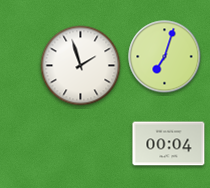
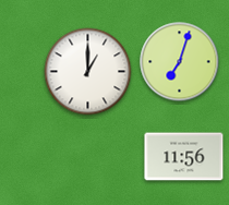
clock at (81, 66): 1:57 -> 1:00
clock at (169, 144): 00:04 -> 11:56
